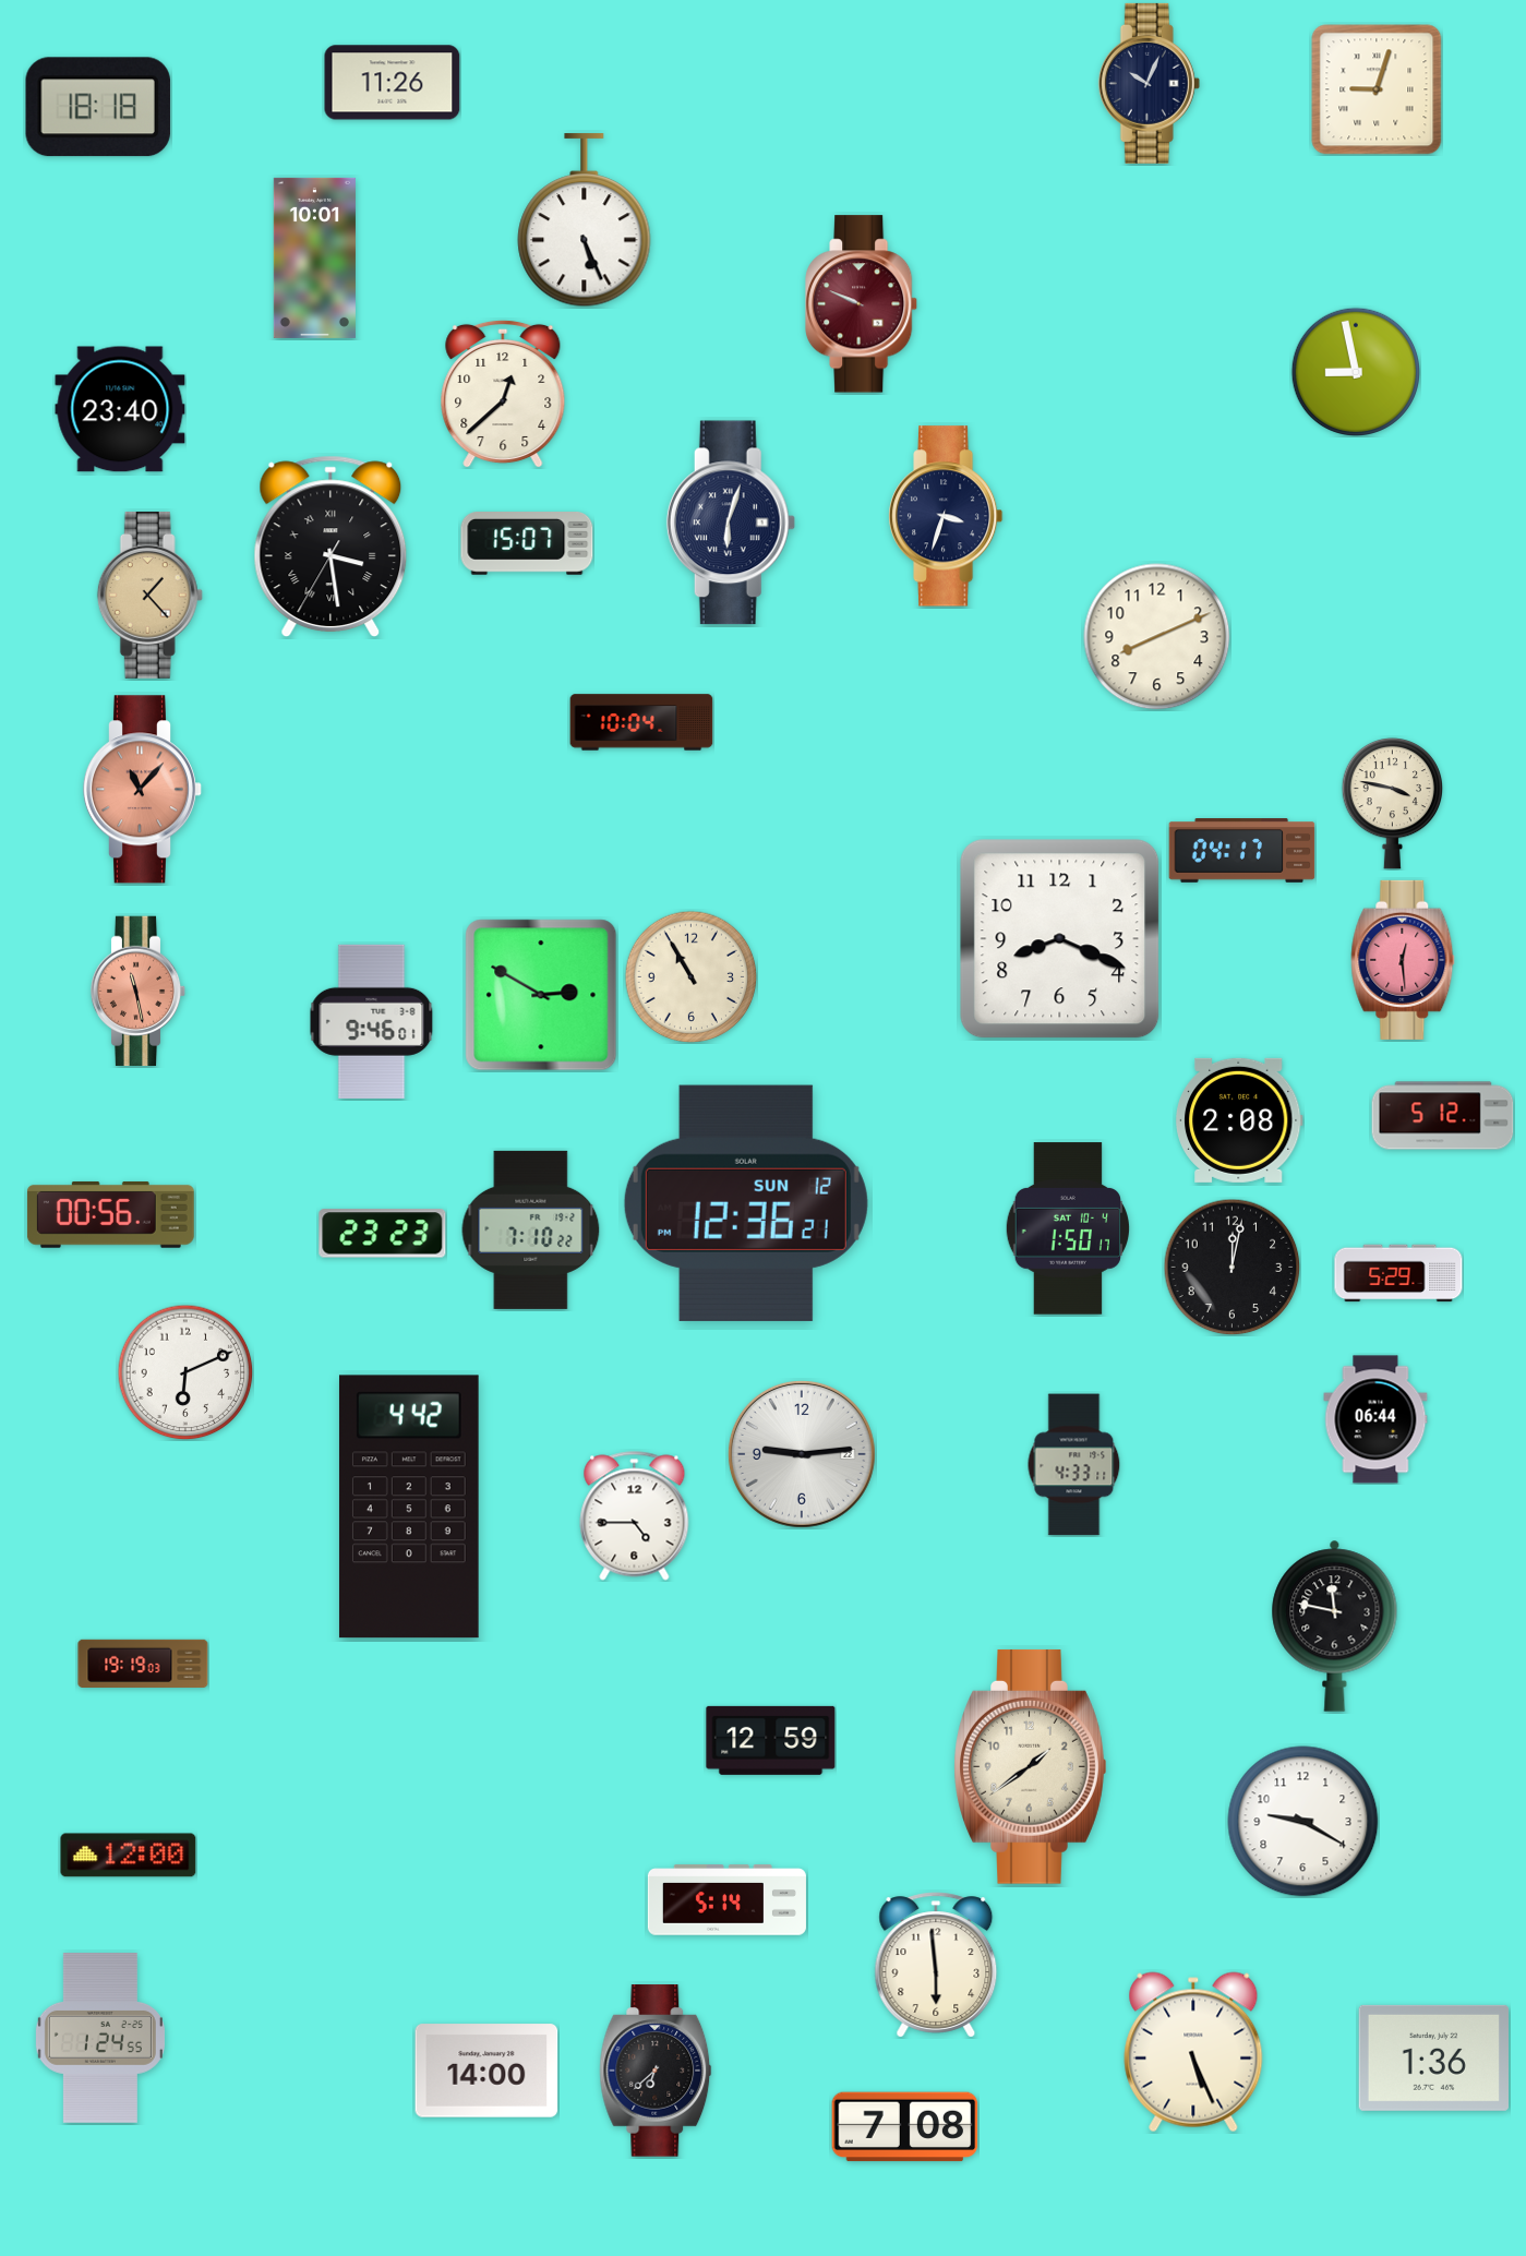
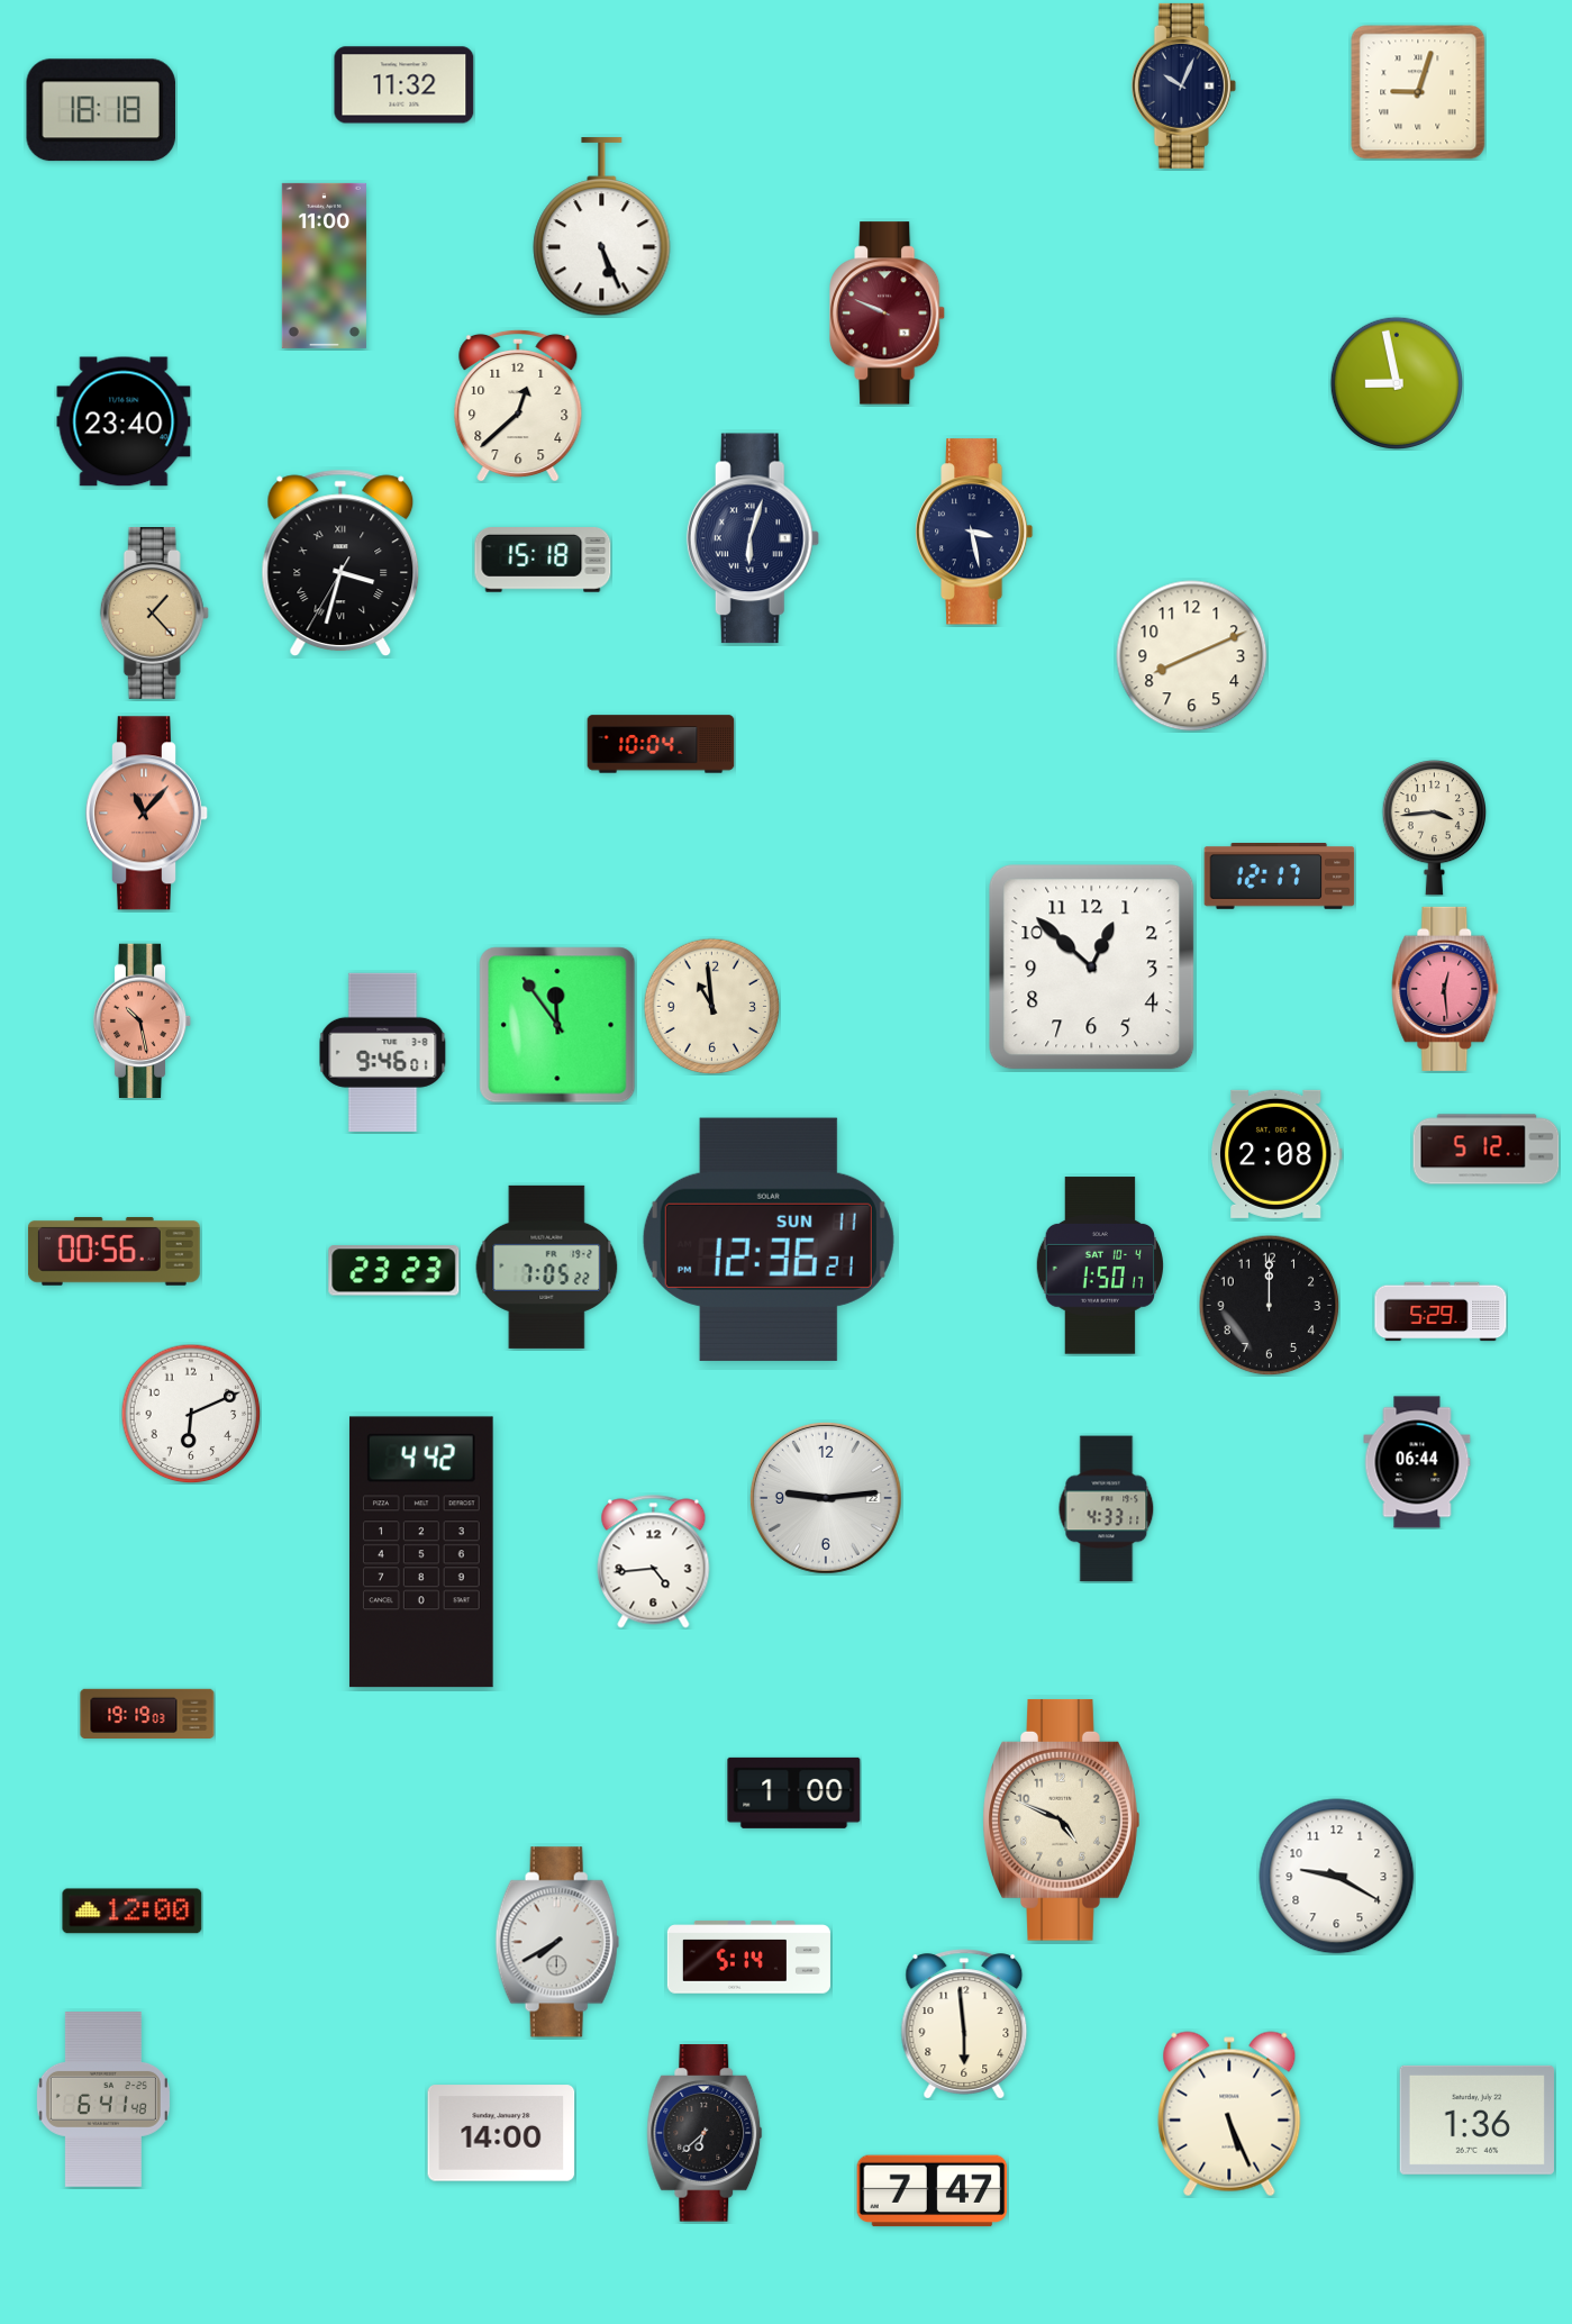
clock at (393, 83): 11:26 -> 11:32
clock at (314, 257): 10:01 -> 11:00
clock at (946, 516): 3:33 -> 3:28
clock at (527, 544): 15:07 -> 15:18
clock at (331, 545): 3:28 -> 3:32
clock at (1392, 803): 3:47 -> 3:44
clock at (1242, 851): 04:17 -> 12:17
clock at (1060, 939): 8:19 -> 12:52
clock at (690, 976): 10:55 -> 10:59
clock at (139, 992): 11:28 -> 10:28
clock at (541, 995): 2:50 -> 11:54
clock at (746, 1203) date: SUN 12 -> SUN 11
clock at (531, 1229): 7:10 -> 7:05
clock at (1231, 1267): 12:02 -> 12:00
clock at (635, 1516): 4:45 -> 4:44
clock at (1335, 1625): 11:47 -> none
clock at (771, 1740): 12:59 -> 1:00
clock at (1031, 1766): 1:39 -> 4:49
clock at (1303, 1822) position: (1303, 1822) -> (1337, 1877)
clock at (557, 1942): none -> 7:40
clock at (100, 2038): 1:24 -> 6:41
clock at (656, 2071) position: (656, 2071) -> (705, 2133)
clock at (905, 2127): 7:08 -> 7:47
